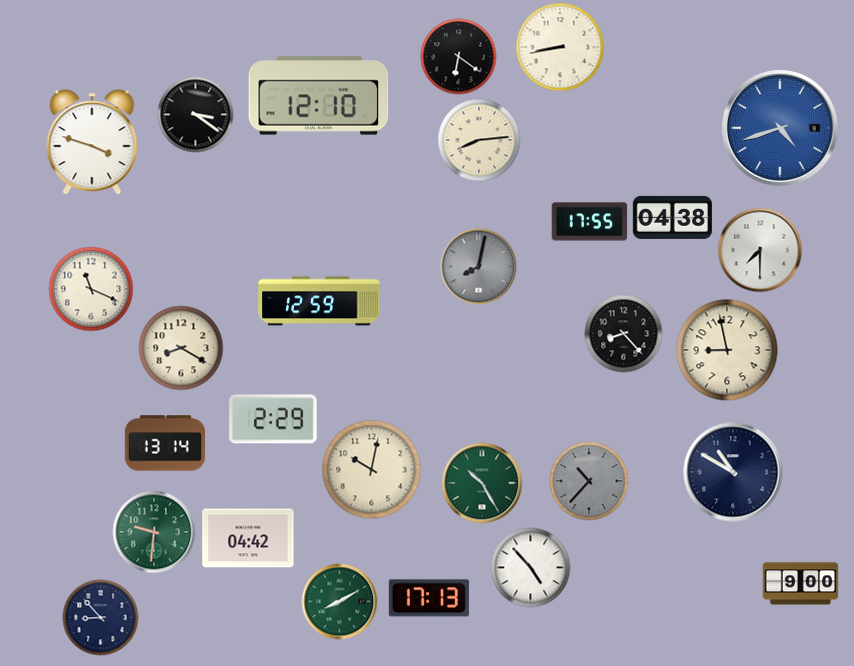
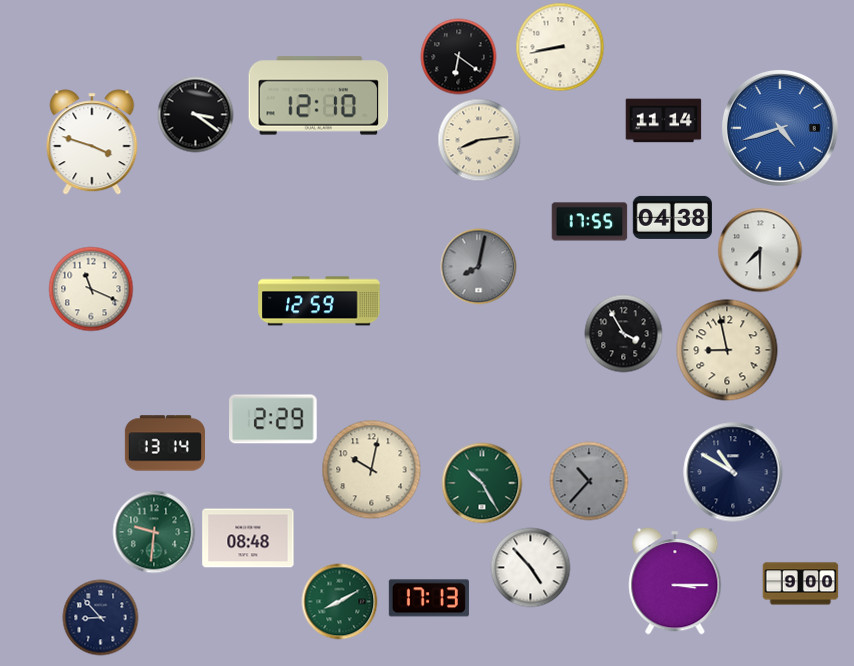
clock at (664, 121): none -> 11:14
clock at (624, 334): 8:23 -> 3:55
clock at (181, 348): 8:20 -> none
clock at (248, 538): 04:42 -> 08:48
clock at (675, 581): none -> 3:15
